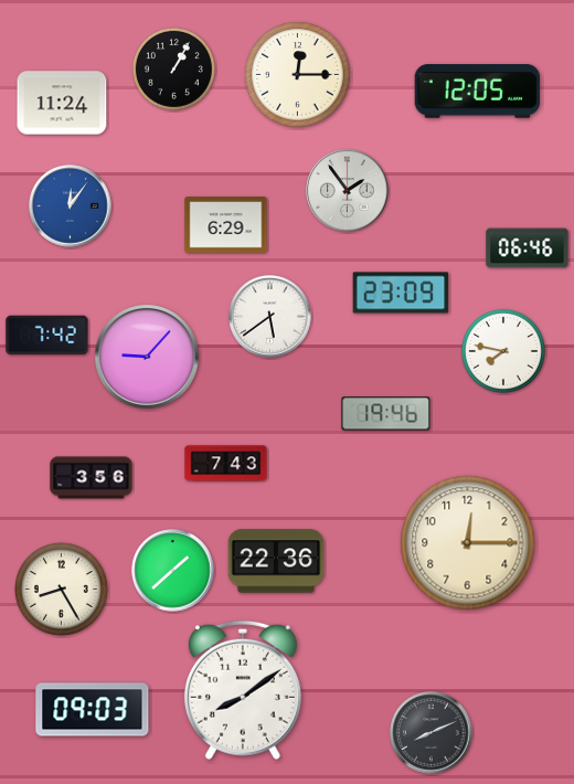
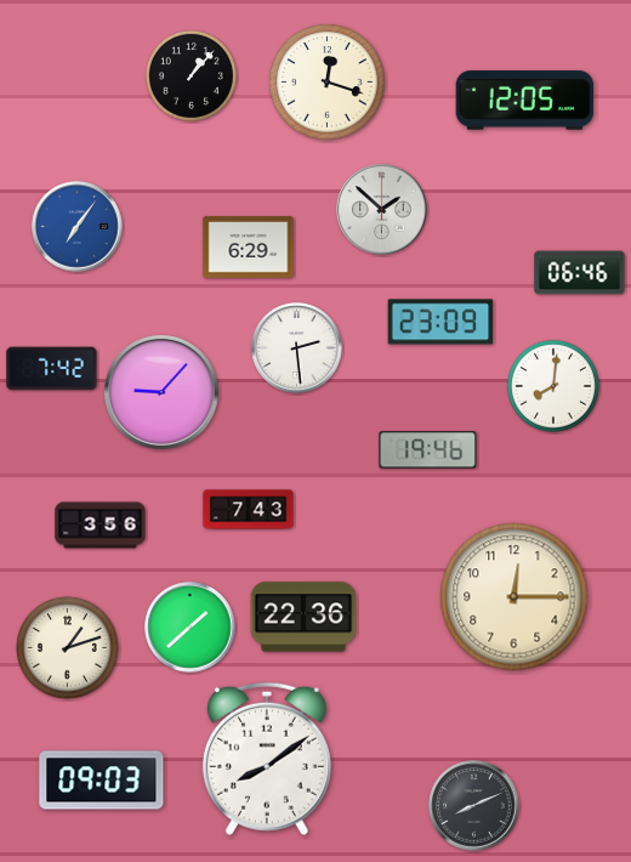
clock at (173, 68): 1:05 -> 1:07
clock at (298, 75): 12:15 -> 12:18
clock at (62, 103): 11:24 -> none
clock at (348, 191): 1:54 -> 1:52
clock at (71, 206): 12:06 -> 7:06
clock at (270, 317): 5:39 -> 2:29
clock at (503, 351): 7:47 -> 8:01
clock at (386, 414) position: (386, 414) -> (428, 450)
clock at (62, 590): 8:25 -> 1:12
